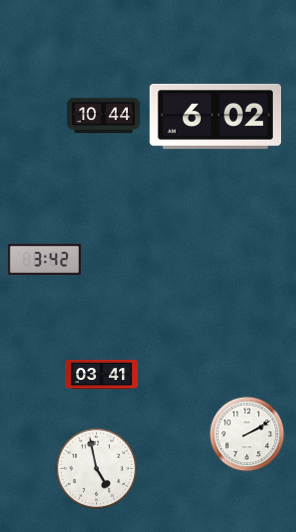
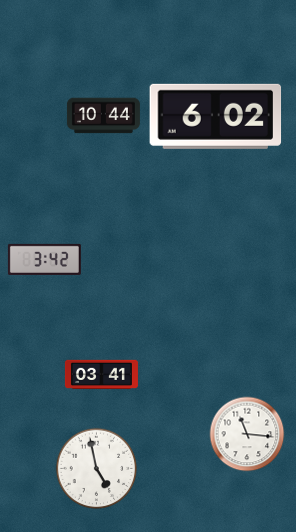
clock at (247, 434): 2:10 -> 11:16
